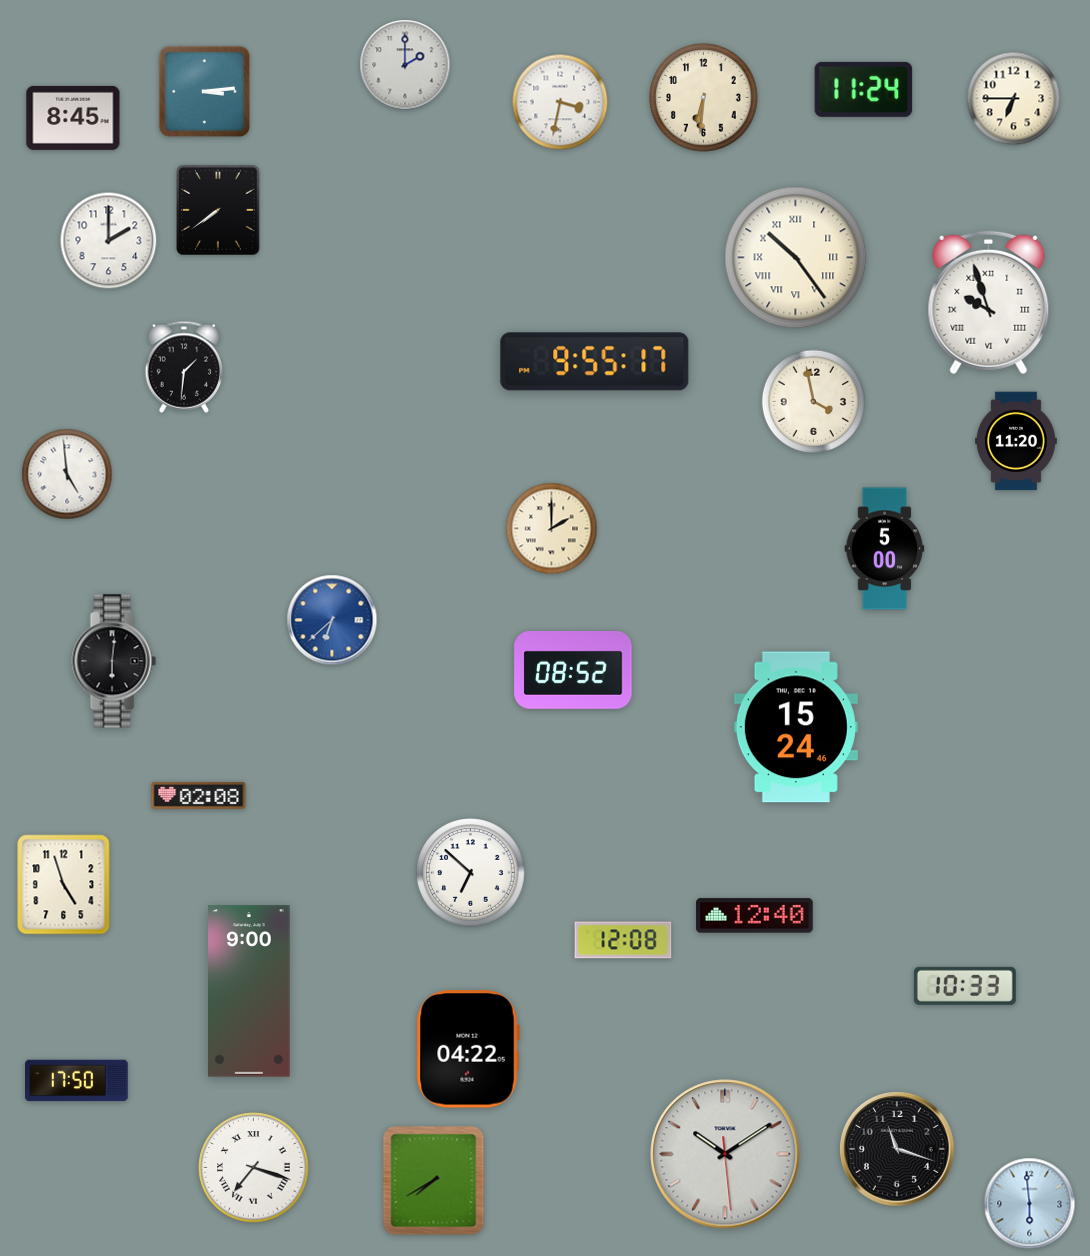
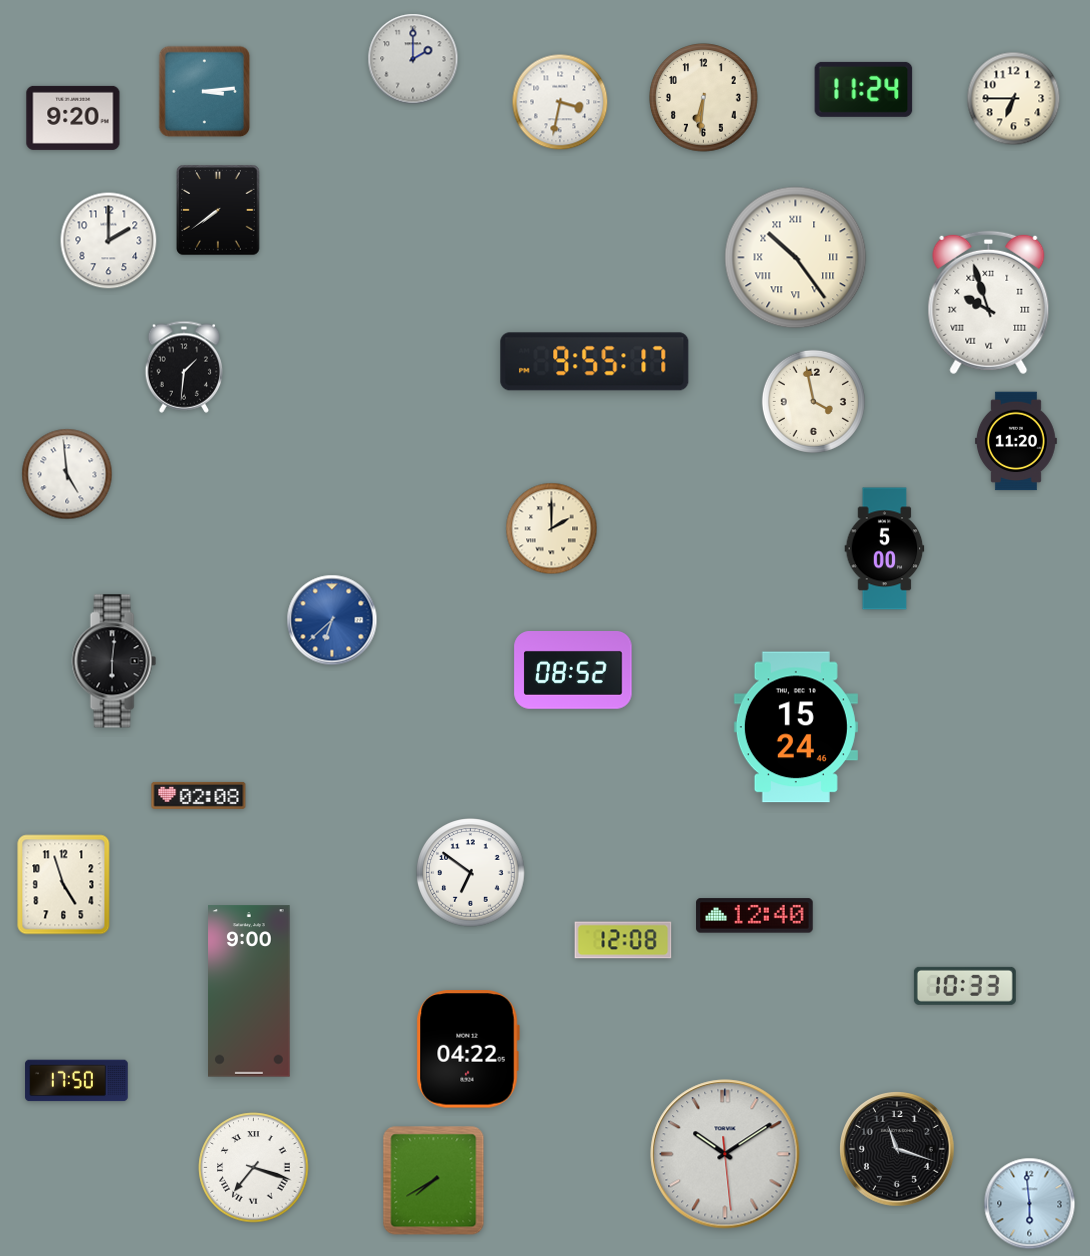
clock at (405, 65) position: (405, 65) -> (413, 59)
clock at (73, 118): 8:45 -> 9:20
clock at (471, 873): 6:52 -> 6:51
